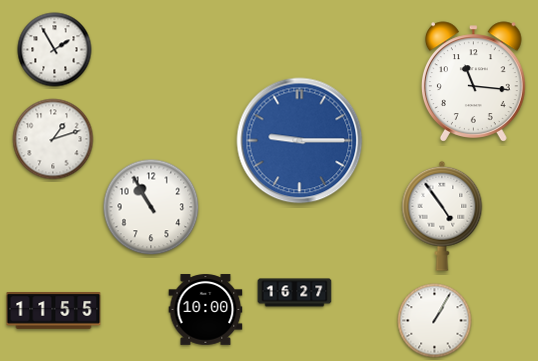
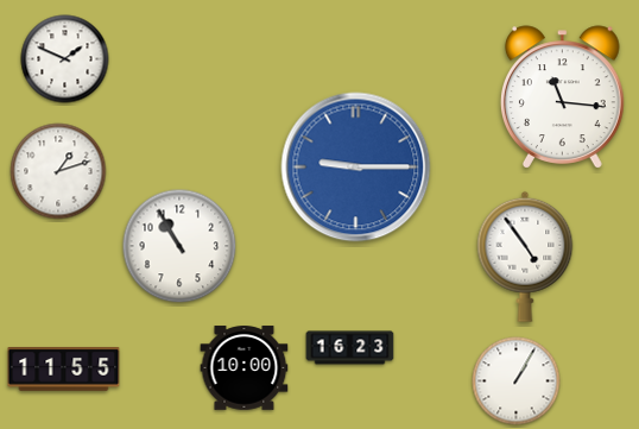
clock at (55, 50): 1:55 -> 1:49
clock at (53, 139) position: (53, 139) -> (58, 171)
clock at (295, 293): 16:27 -> 16:23
